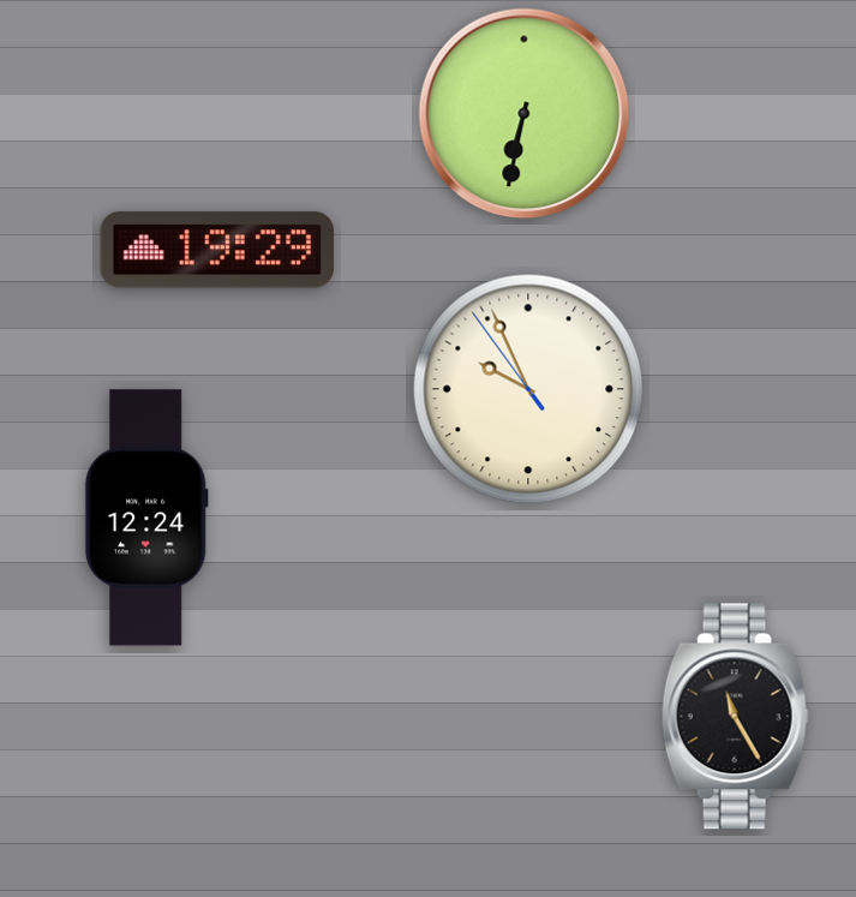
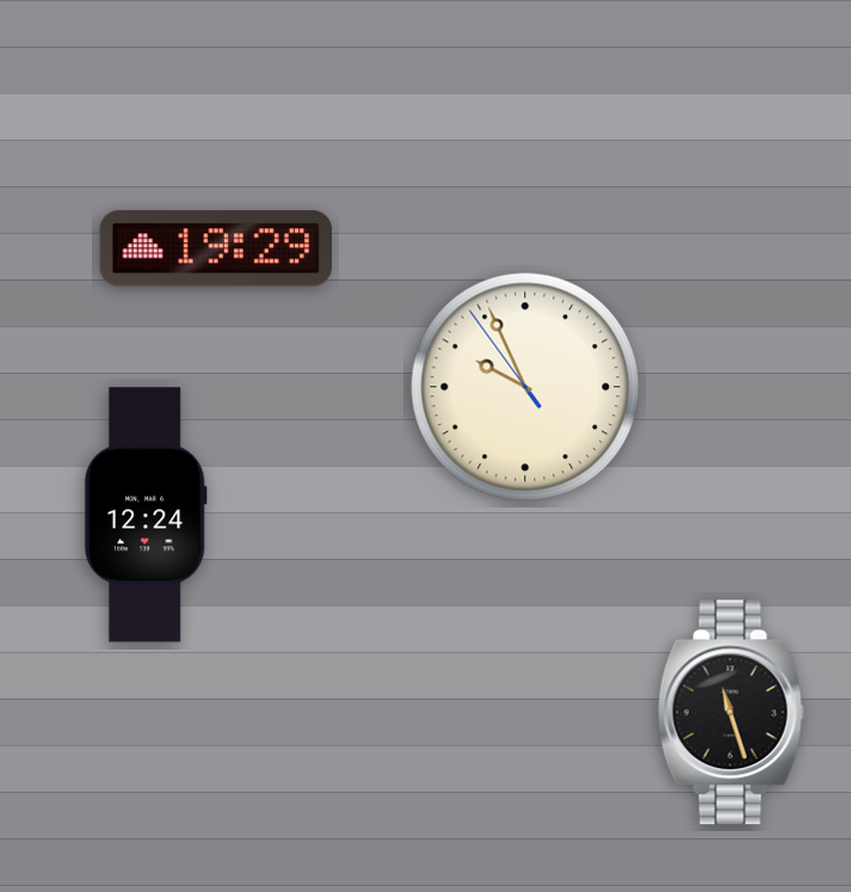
clock at (525, 114): 6:32 -> none
clock at (735, 717): 11:25 -> 11:27
